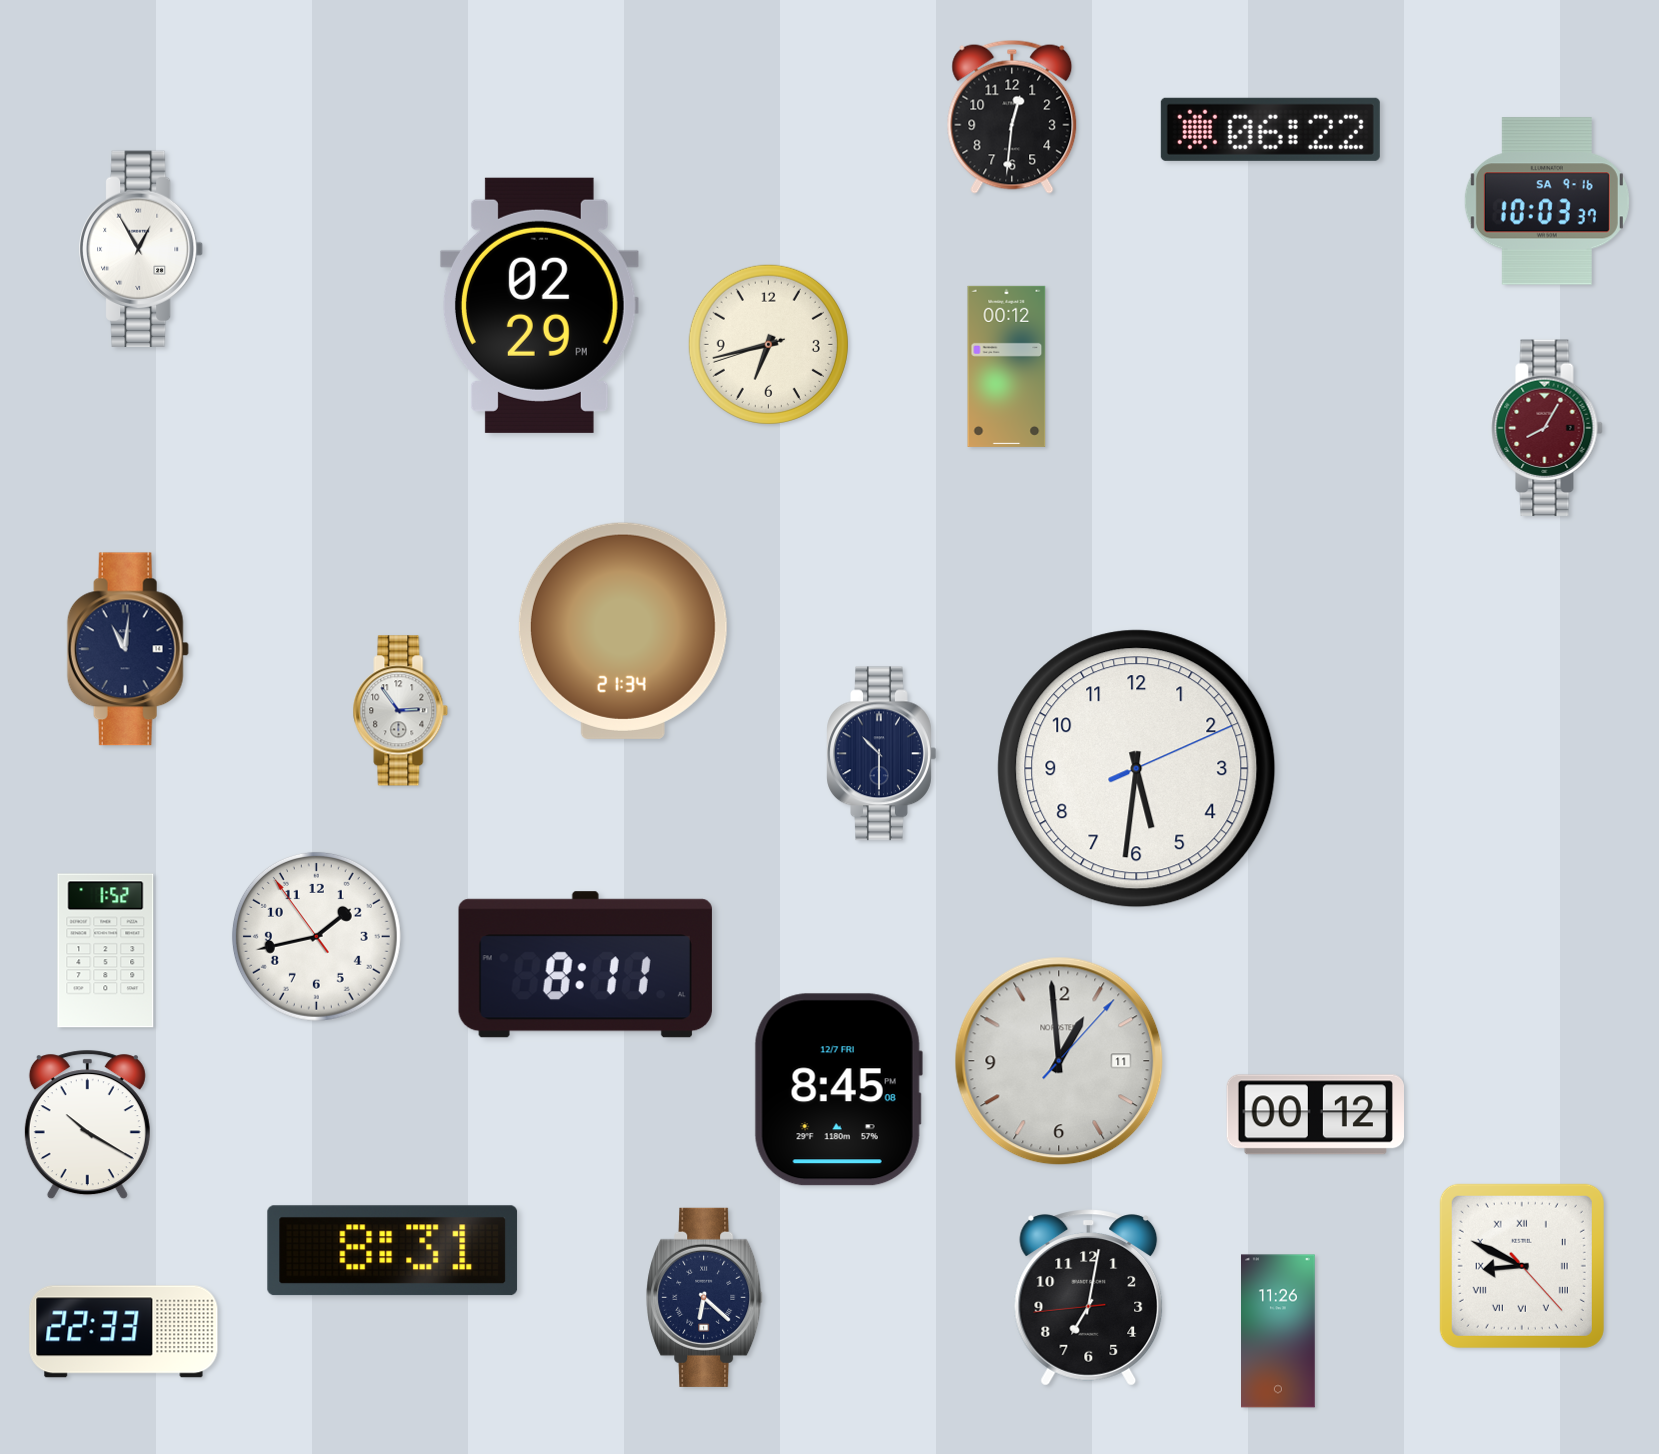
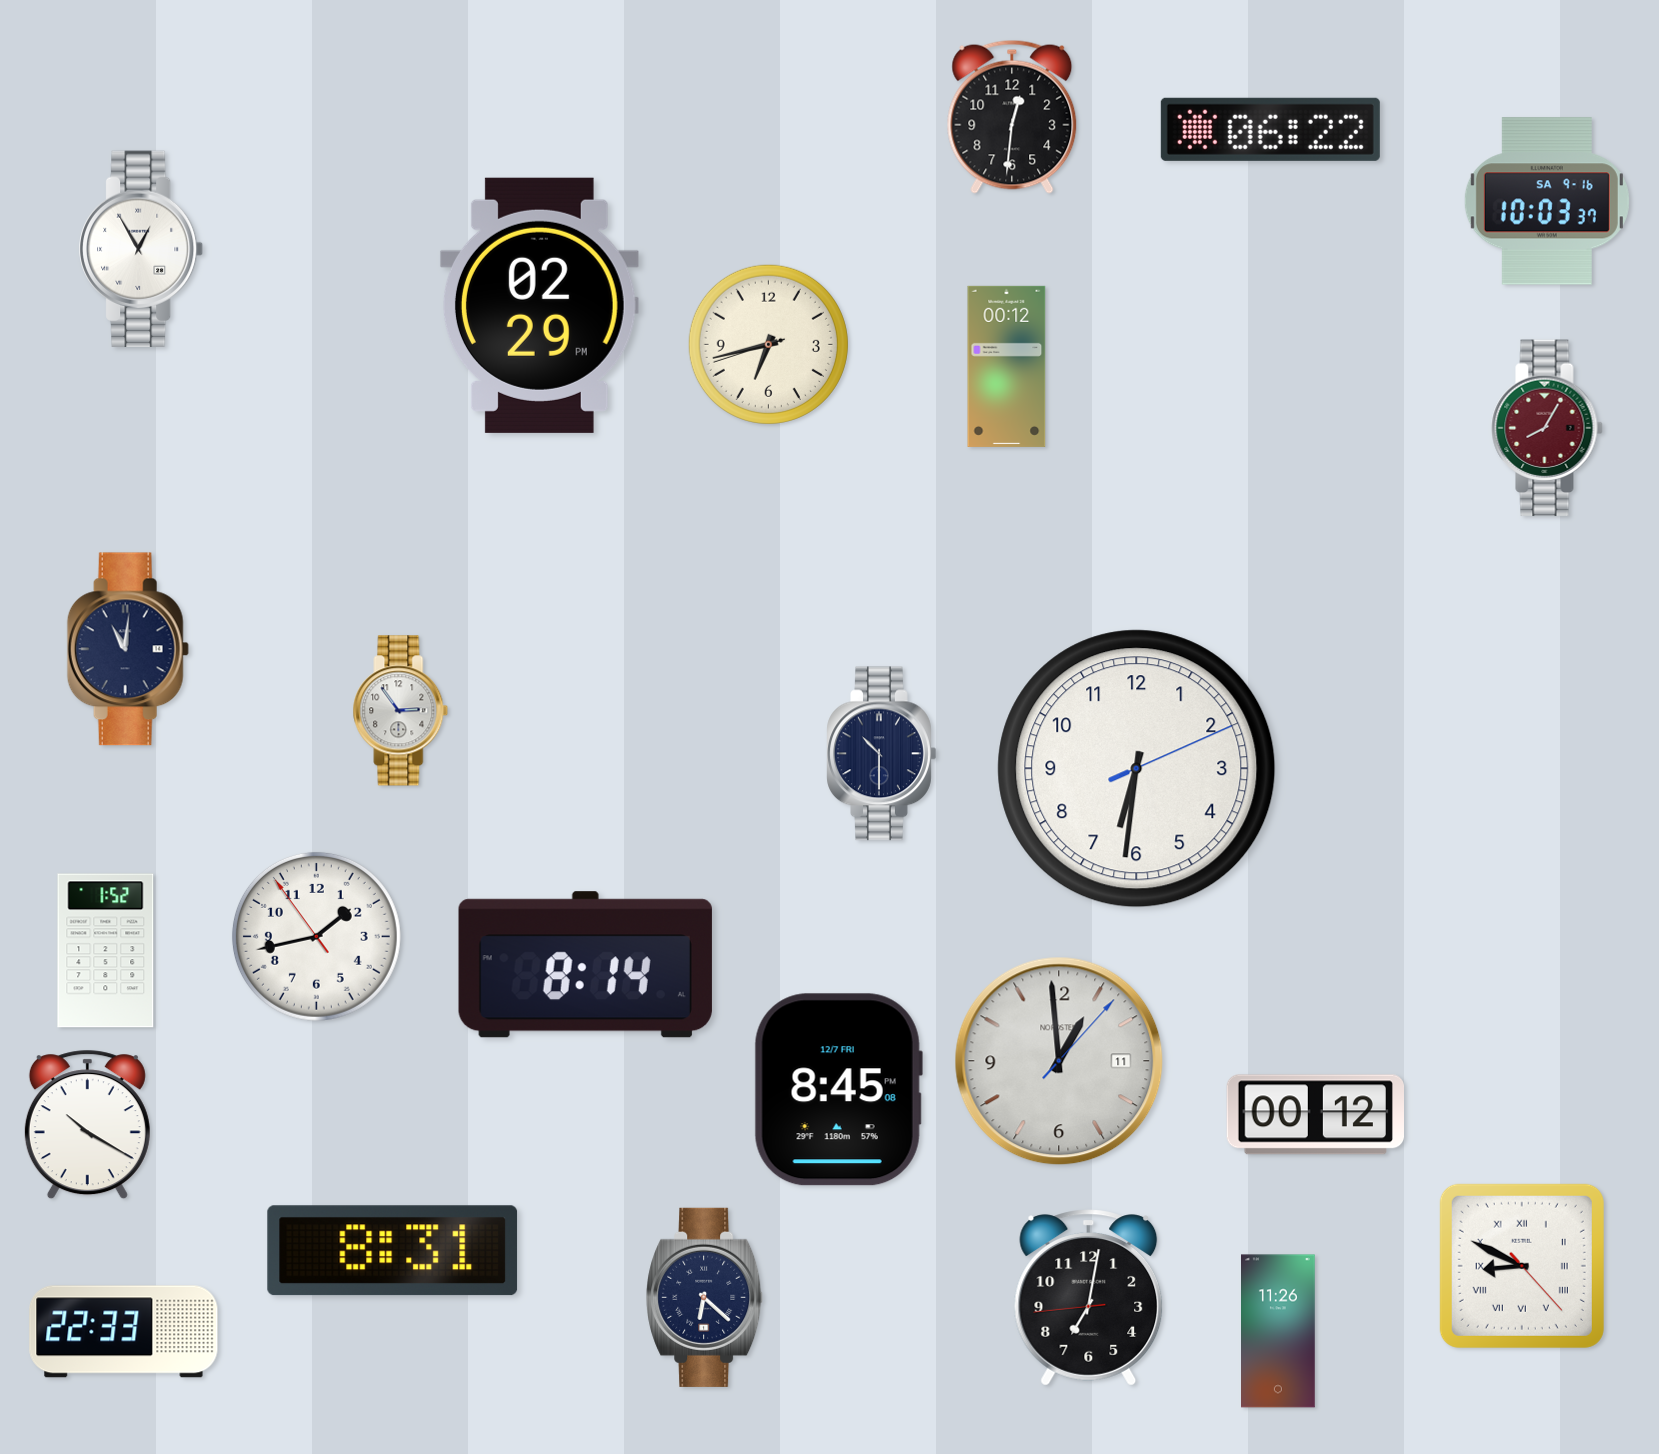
clock at (623, 631): 21:34 -> none
clock at (1137, 769): 5:31 -> 6:31
clock at (585, 965): 8:11 -> 8:14
